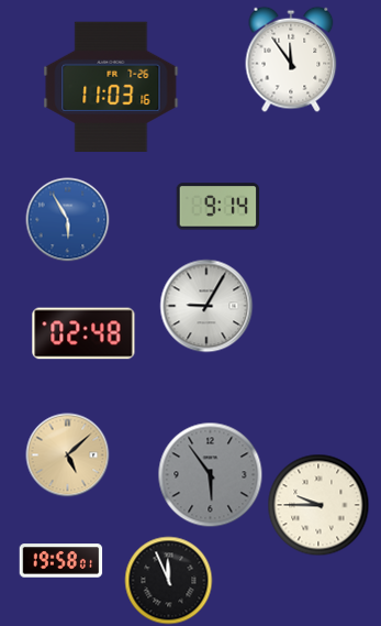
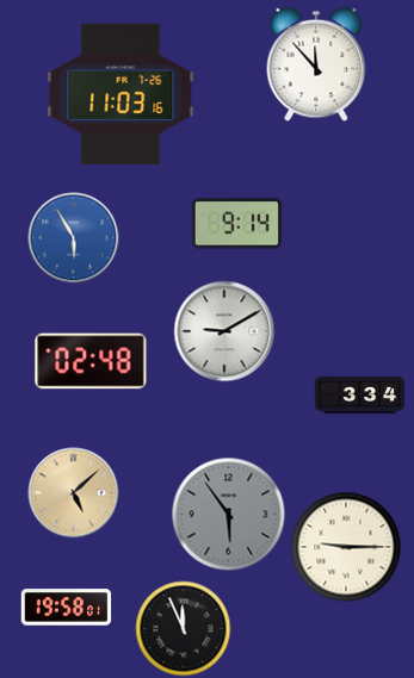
clock at (291, 59): 11:54 -> 11:53
clock at (206, 306): 9:05 -> 9:10
clock at (360, 396): none -> 3:34
clock at (318, 505): 9:45 -> 9:15
